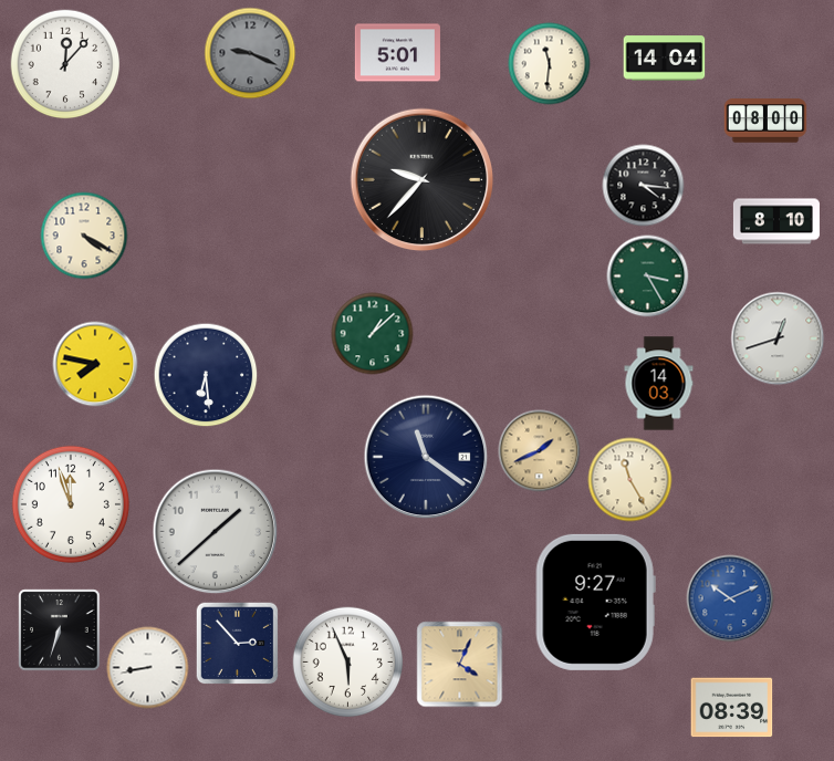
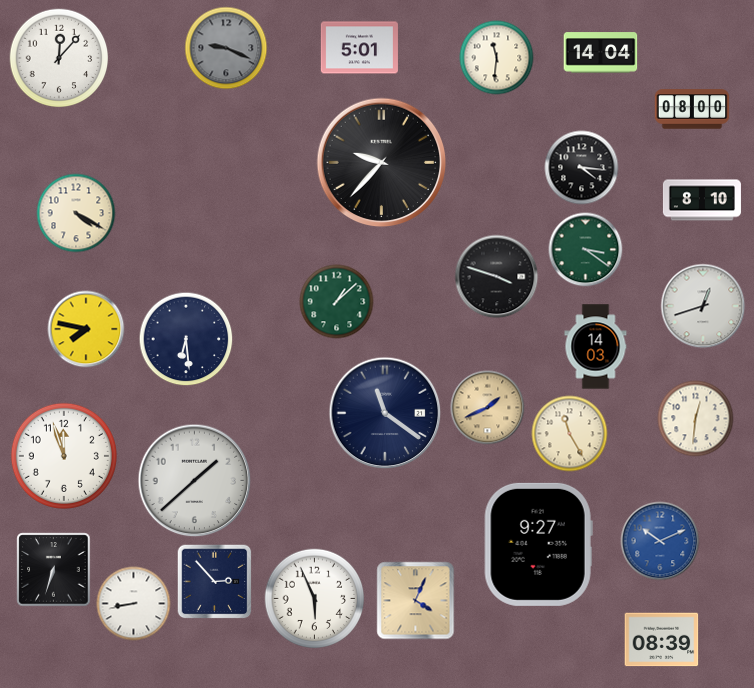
clock at (648, 277): 3:25 -> 3:21
clock at (497, 277): none -> 3:48
clock at (696, 419): none -> 12:31
